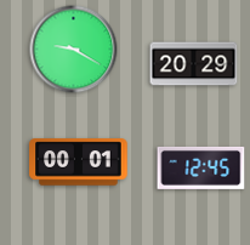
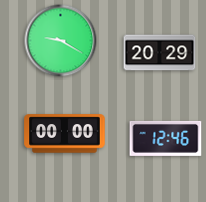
clock at (79, 163): 00:01 -> 00:00
clock at (201, 167): 12:45 -> 12:46
